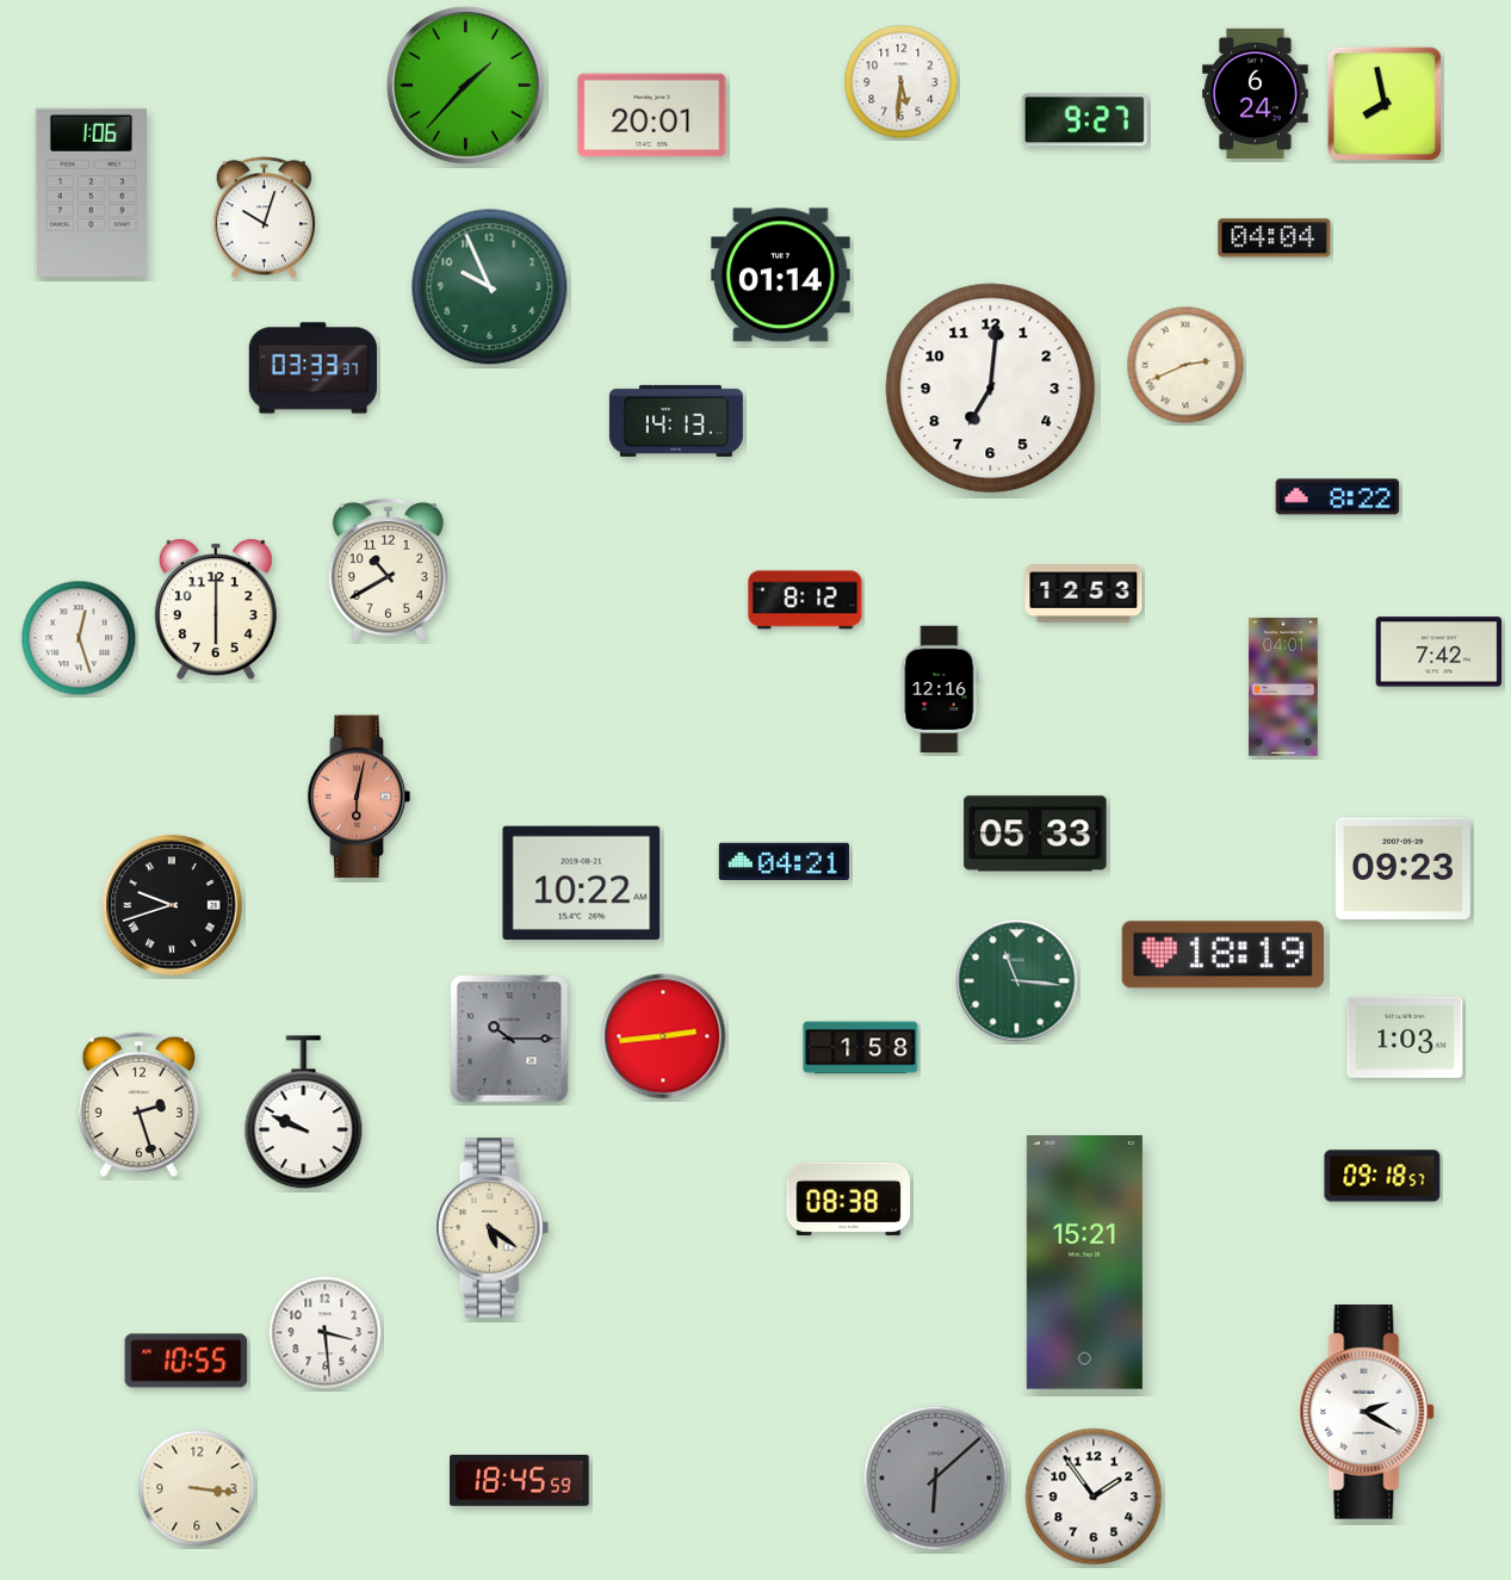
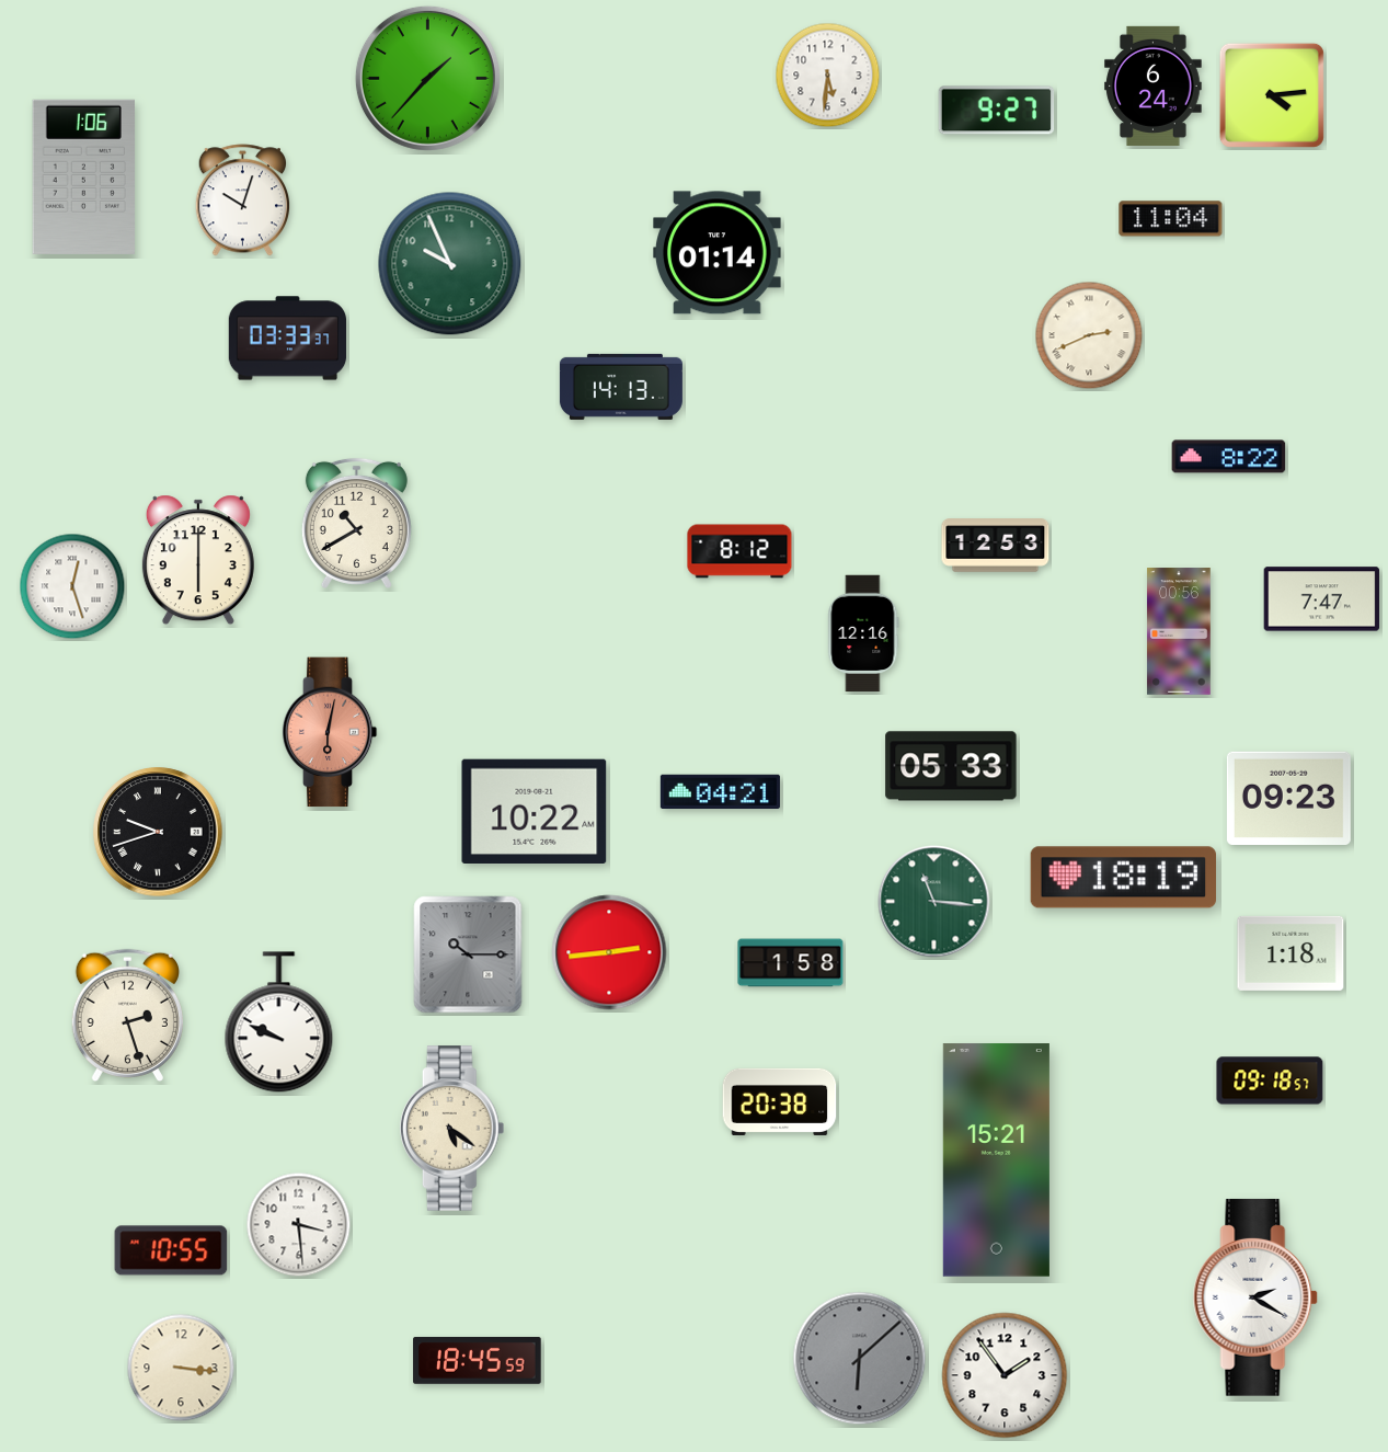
clock at (1385, 104): 7:58 -> 4:14
clock at (652, 116): 20:01 -> none
clock at (1275, 238): 04:04 -> 11:04
clock at (991, 389): 7:01 -> none
clock at (1439, 652): 7:42 -> 7:47
clock at (1283, 687): 04:01 -> 00:56
clock at (1405, 1037): 1:03 -> 1:18
clock at (849, 1198): 08:38 -> 20:38
